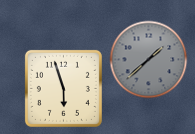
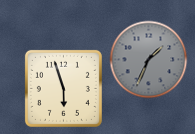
clock at (148, 59): 1:38 -> 1:34
